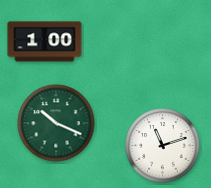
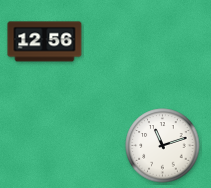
clock at (45, 42): 1:00 -> 12:56
clock at (56, 123): 10:19 -> none
